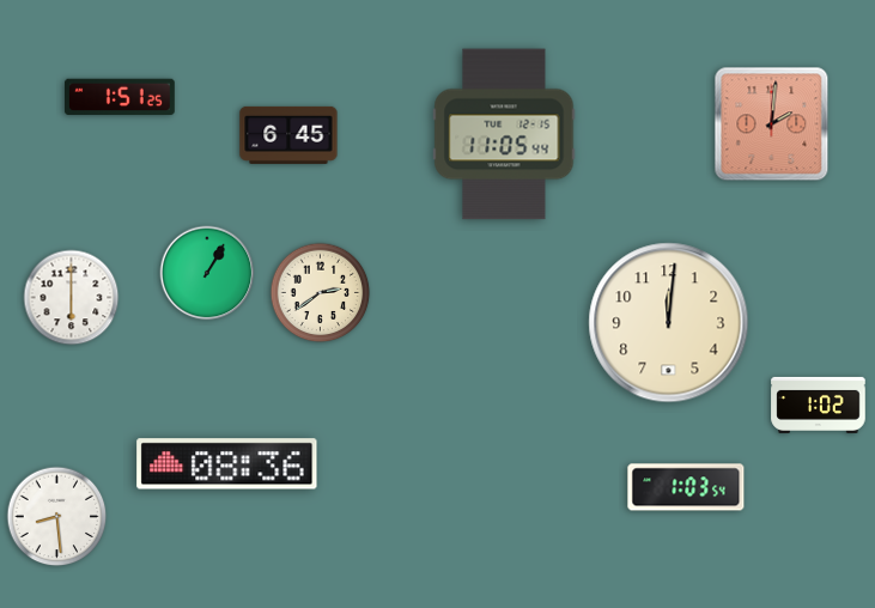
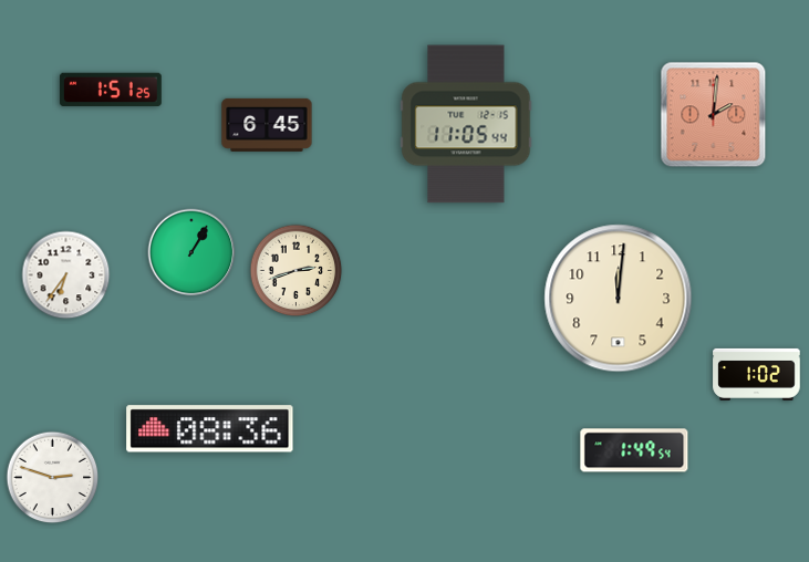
clock at (321, 293): 2:39 -> 2:42
clock at (72, 298): 6:00 -> 6:36
clock at (686, 487): 1:03 -> 1:49
clock at (57, 517): 8:29 -> 2:48
